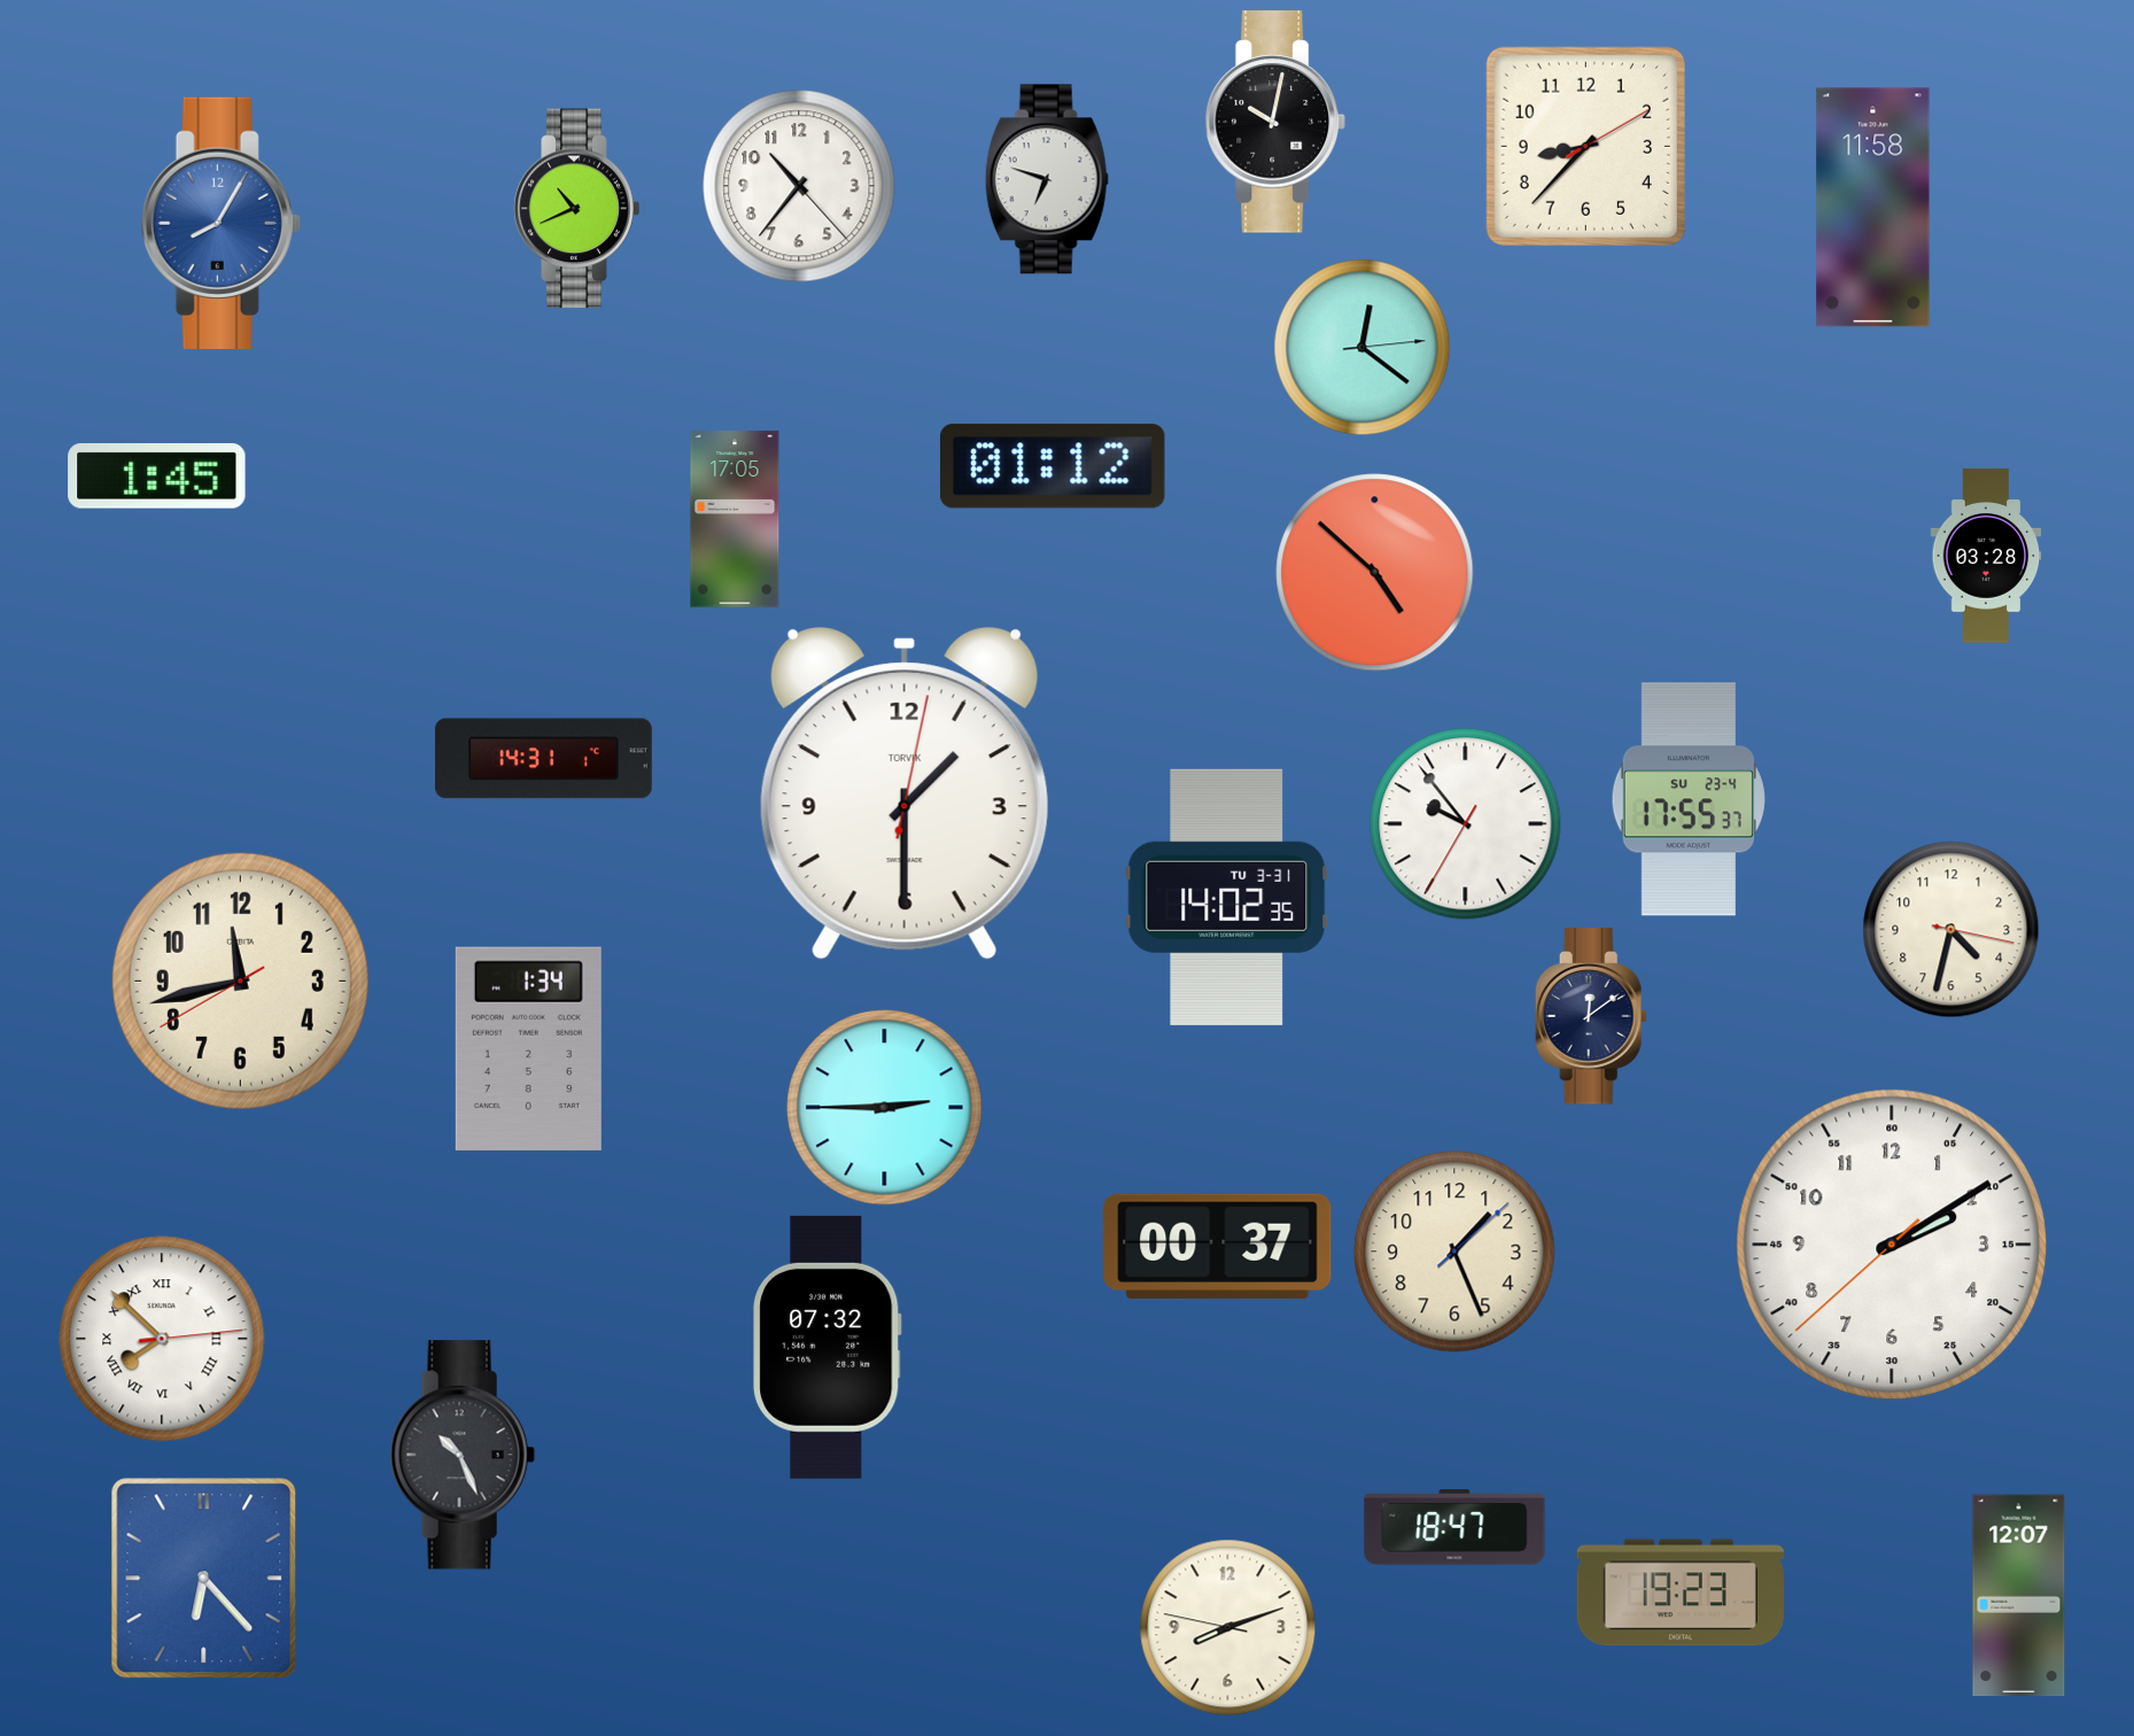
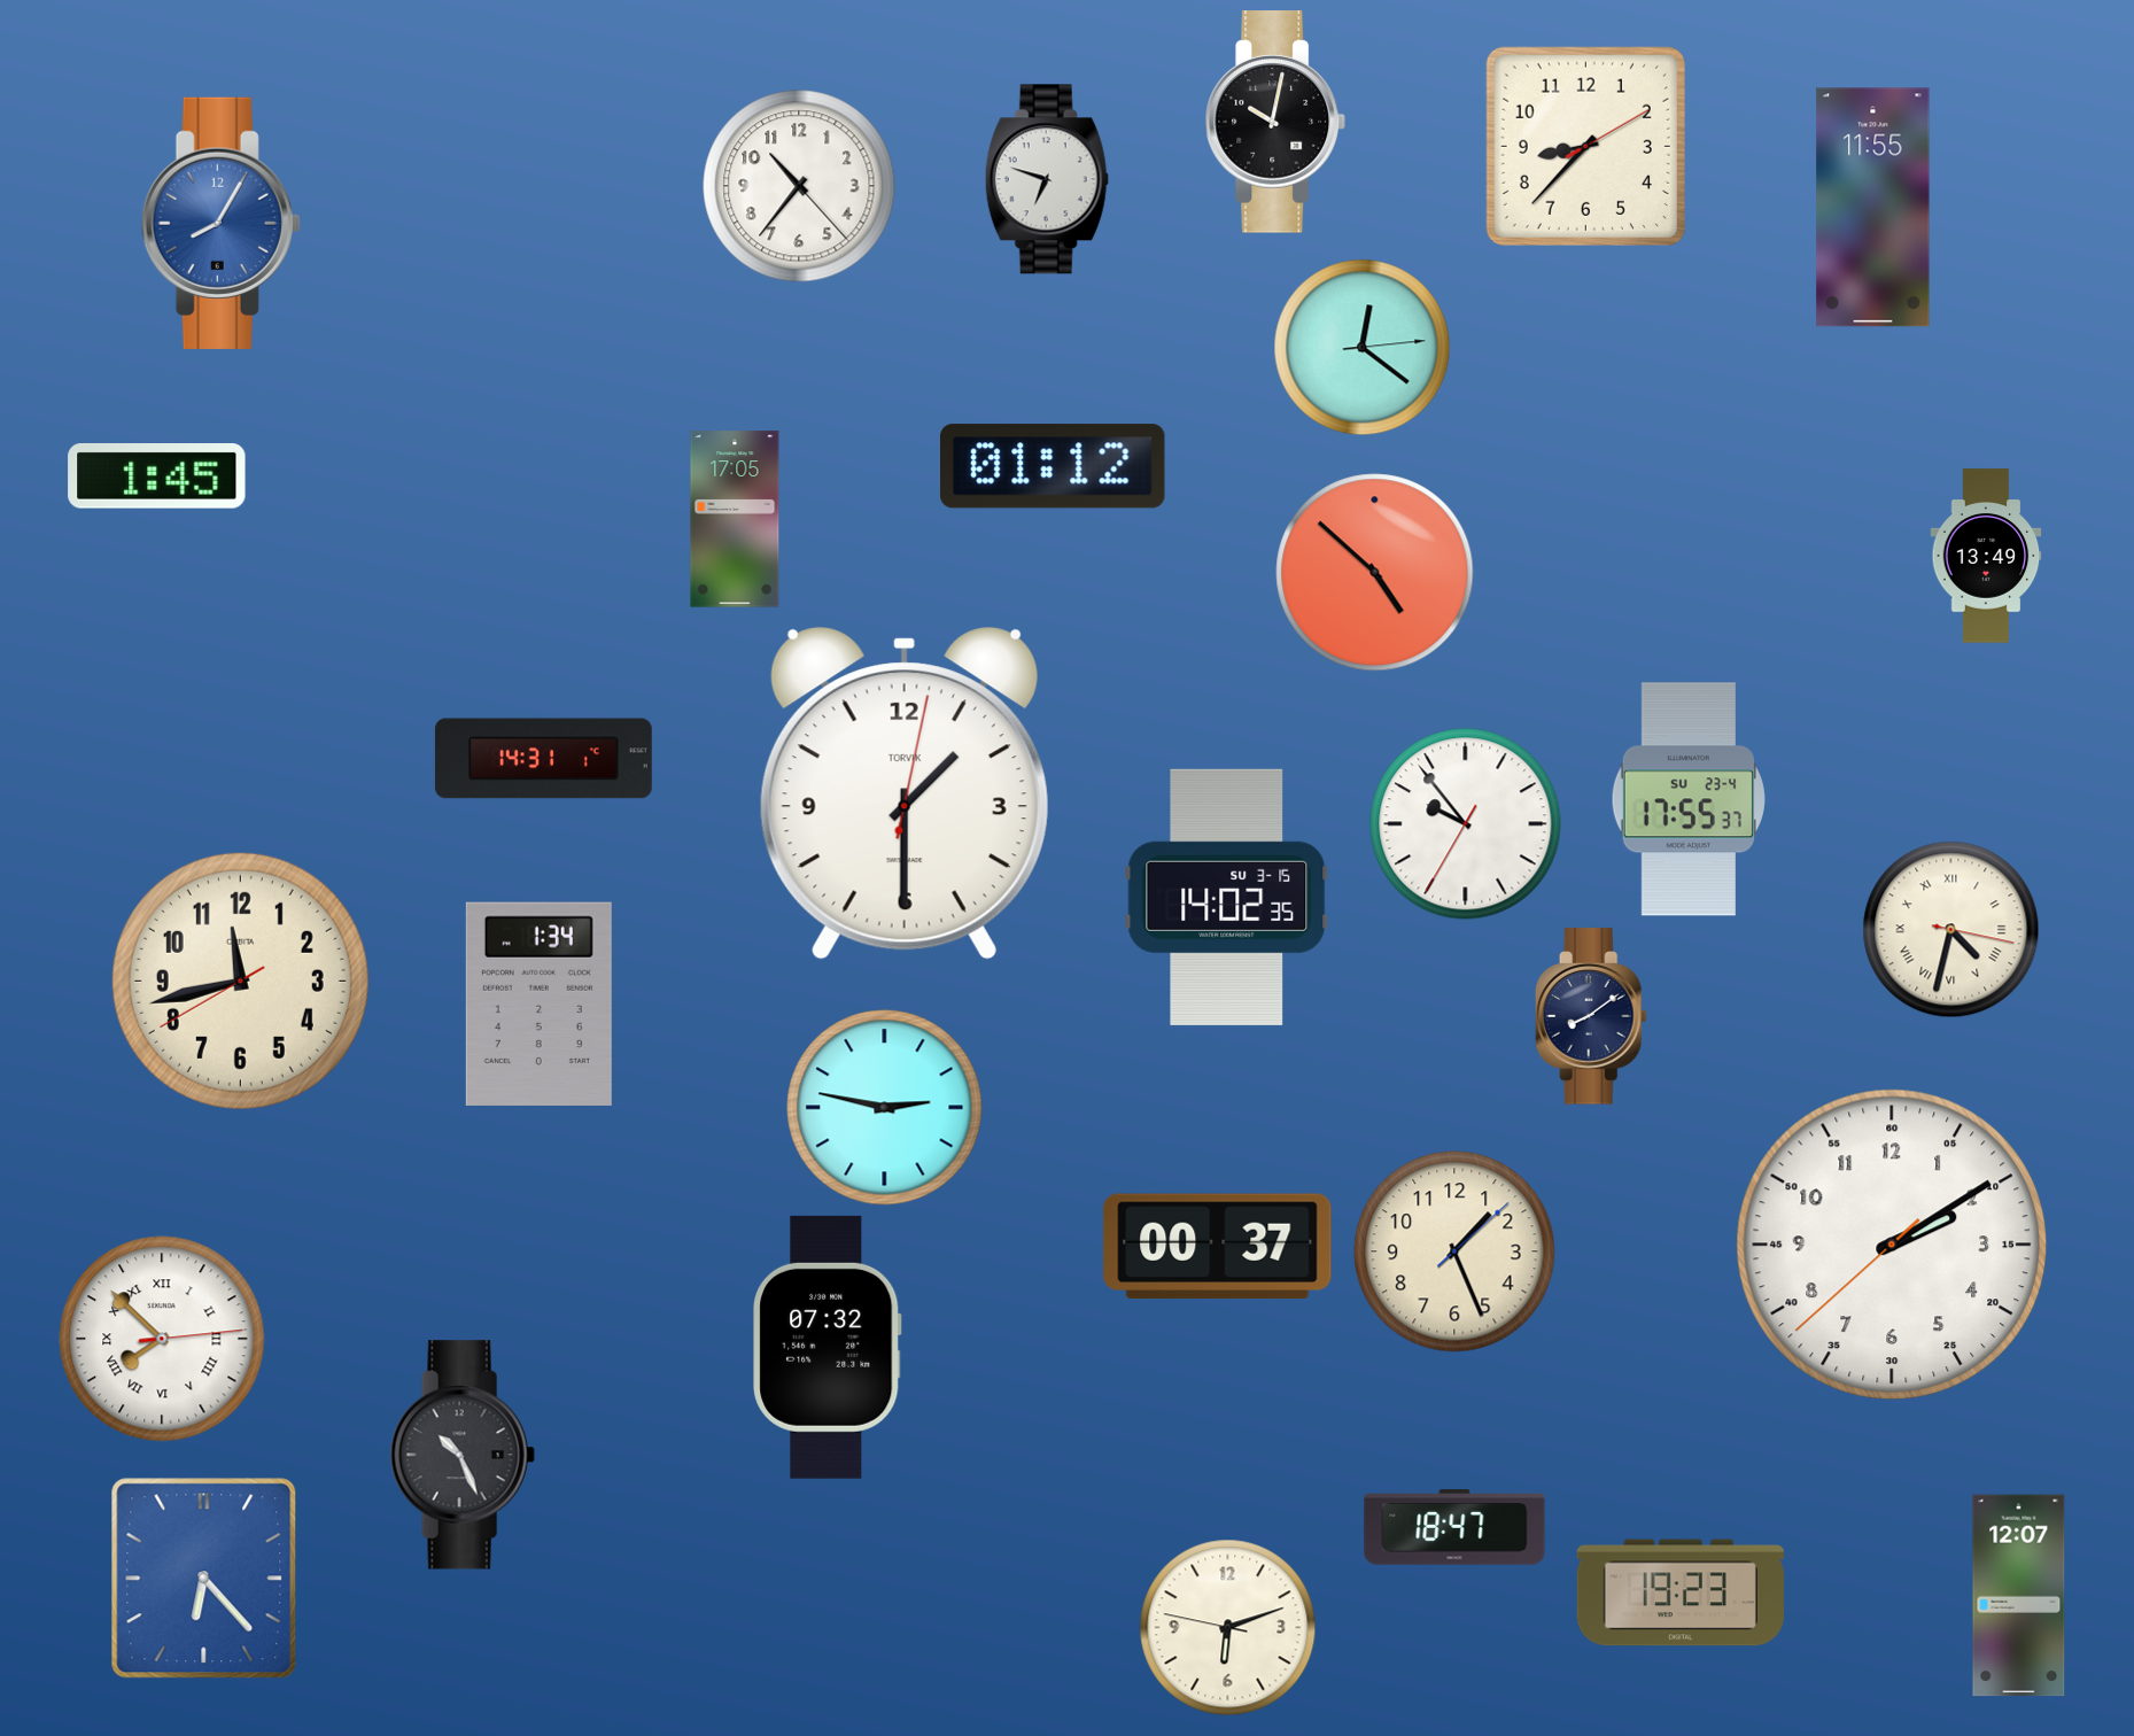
clock at (1873, 208): 11:58 -> 11:55
clock at (577, 209): 10:41 -> none
clock at (1986, 556): 03:28 -> 13:49
clock at (1227, 897) date: TU 3-31 -> SU 3-15
clock at (1951, 930) numerals: Arabic -> Roman
clock at (1591, 1016): 12:09 -> 8:09
clock at (528, 1048) position: (528, 1048) -> (538, 1003)
clock at (885, 1108): 2:45 -> 2:47
clock at (1228, 1628): 8:11 -> 6:11
